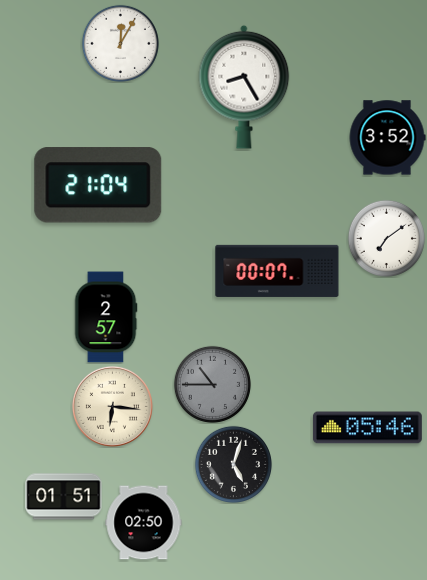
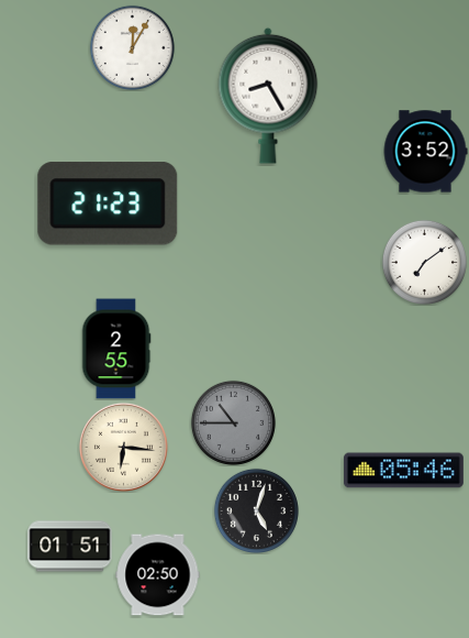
clock at (98, 186): 21:04 -> 21:23
clock at (277, 271): 00:07 -> none
clock at (106, 317): 2:57 -> 2:55
